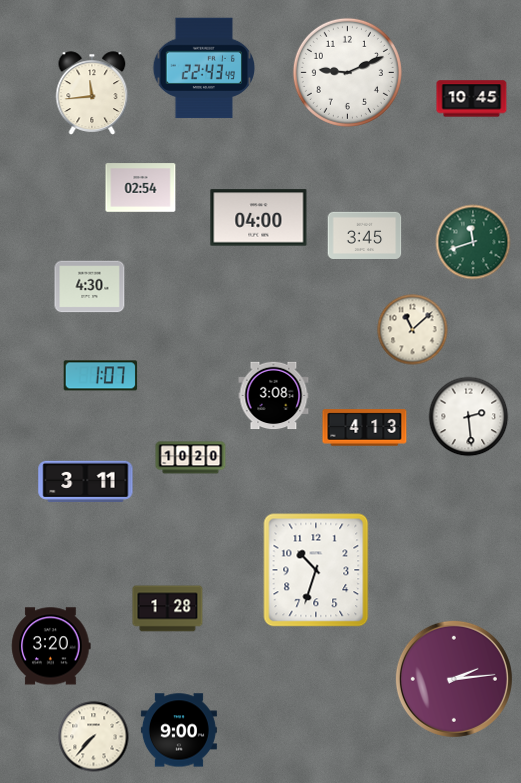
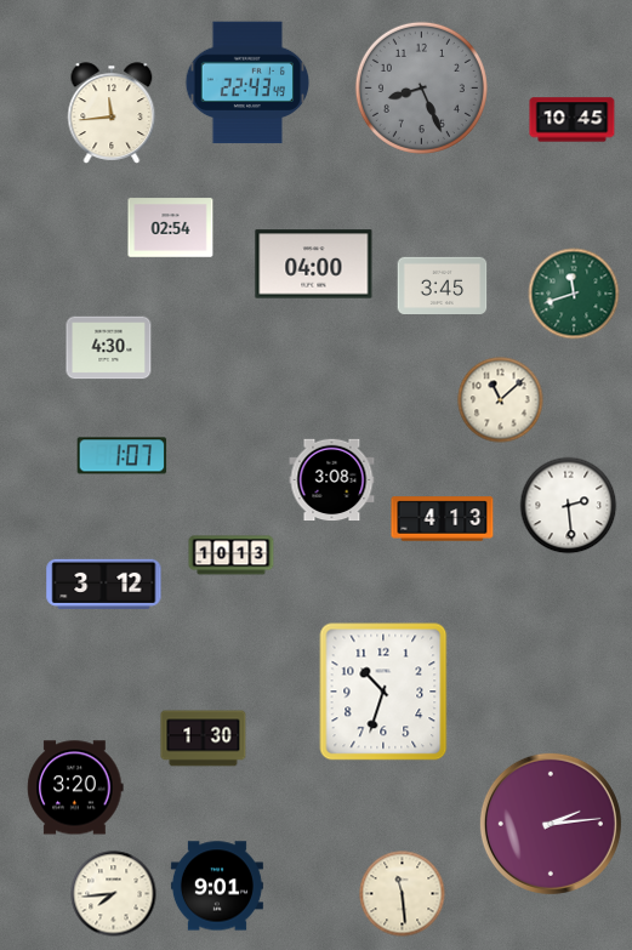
clock at (347, 72): 9:11 -> 8:26
clock at (347, 72) dial: white -> grey
clock at (191, 458): 10:20 -> 10:13
clock at (86, 481): 3:11 -> 3:12
clock at (168, 609): 1:28 -> 1:30
clock at (51, 646) position: (51, 646) -> (75, 787)
clock at (179, 730): 9:00 -> 9:01
clock at (94, 737): 7:37 -> 7:44
clock at (403, 894): none -> 11:29
